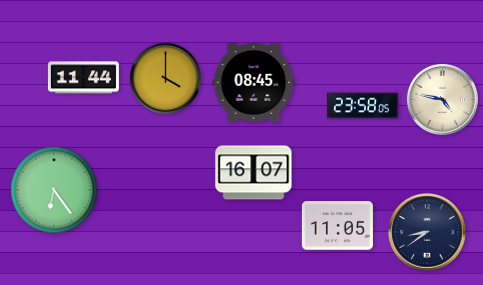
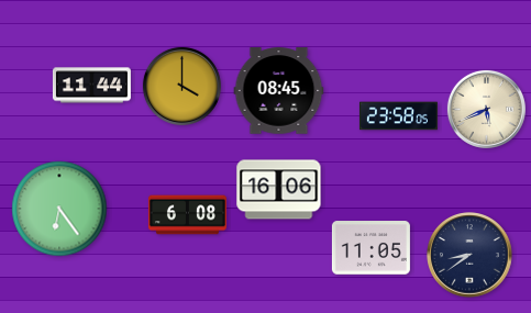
clock at (442, 99): 4:47 -> 5:41
clock at (254, 173): 16:07 -> 16:06
clock at (187, 215): none -> 6:08
